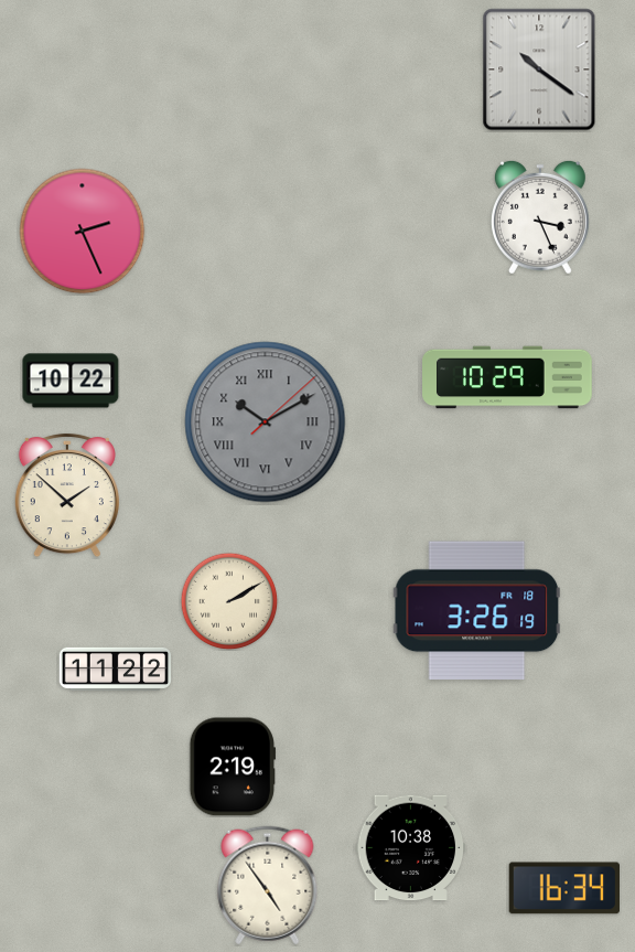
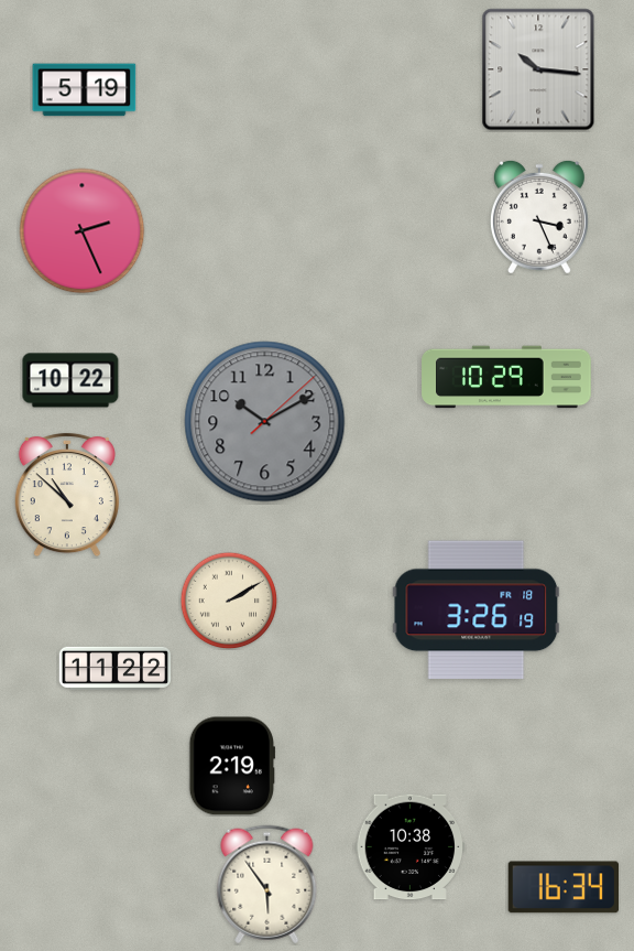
clock at (539, 69): 10:21 -> 10:16
clock at (85, 90): none -> 5:19
clock at (266, 422) numerals: Roman -> Arabic
clock at (67, 495): 1:52 -> 10:52
clock at (268, 886): 4:54 -> 5:54
